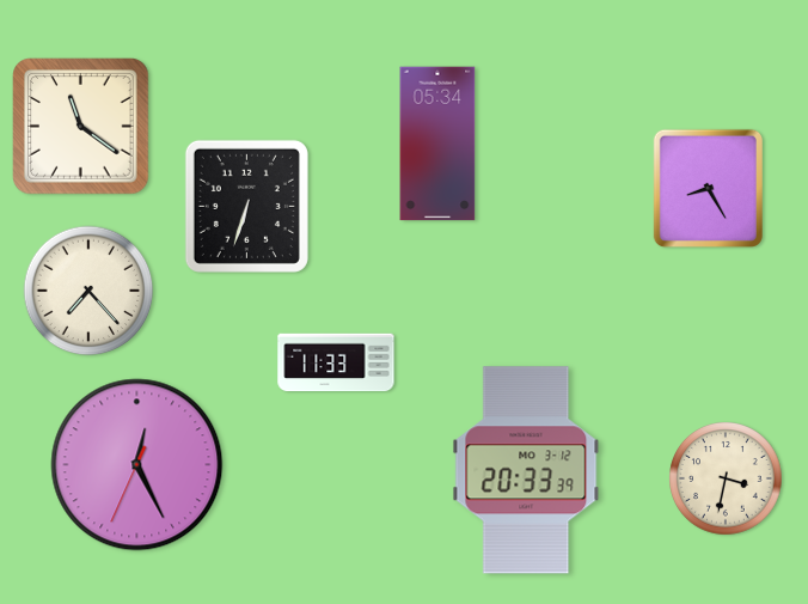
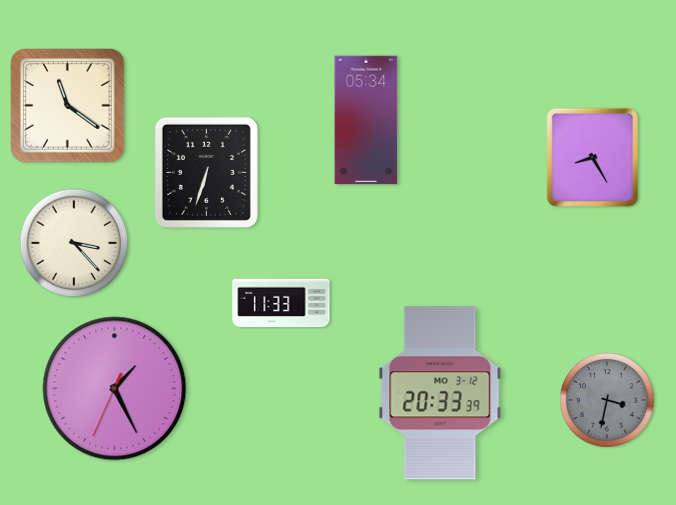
clock at (88, 291): 7:23 -> 3:23
clock at (137, 465): 12:25 -> 1:25
clock at (726, 478) dial: cream -> grey
